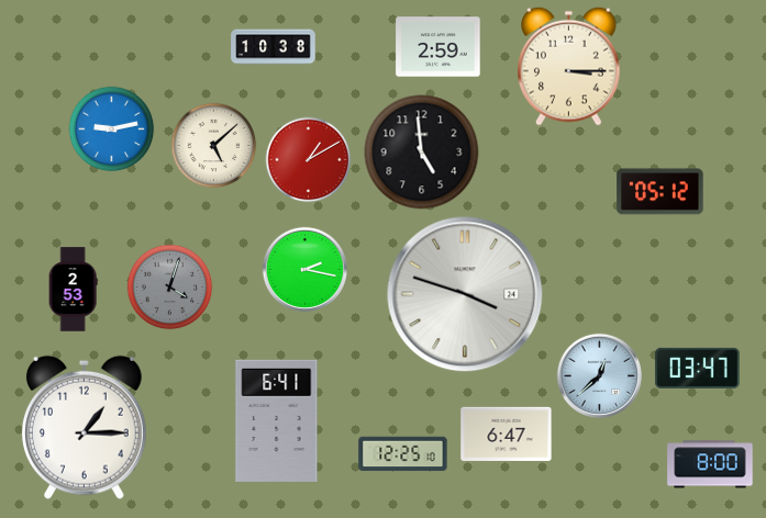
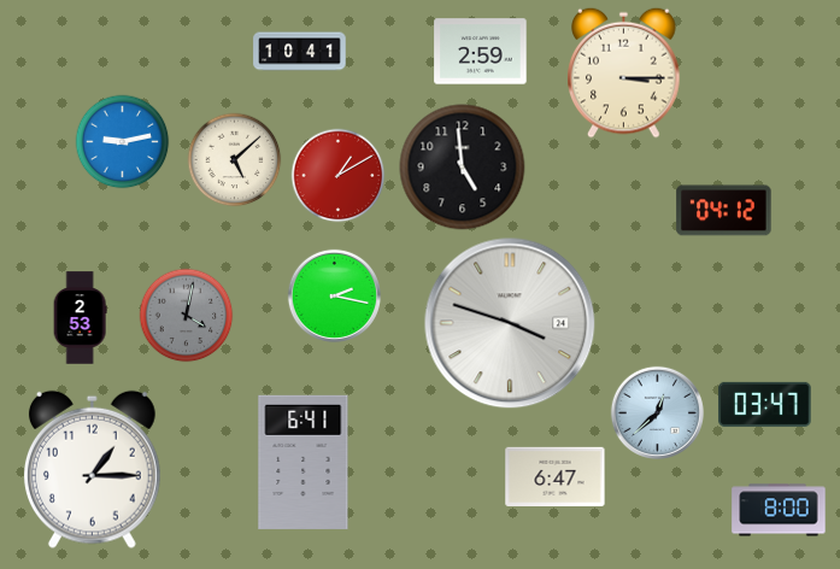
clock at (274, 47): 10:38 -> 10:41
clock at (660, 192): 05:12 -> 04:12
clock at (169, 286): 4:03 -> 4:02
clock at (403, 454): 12:25 -> none
